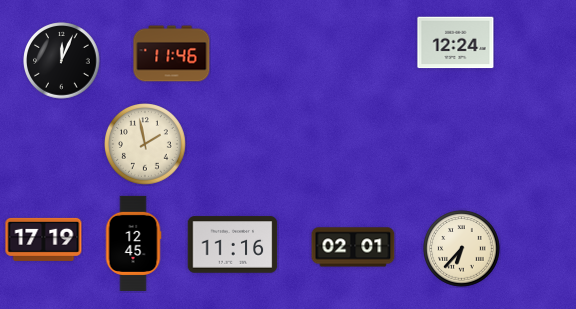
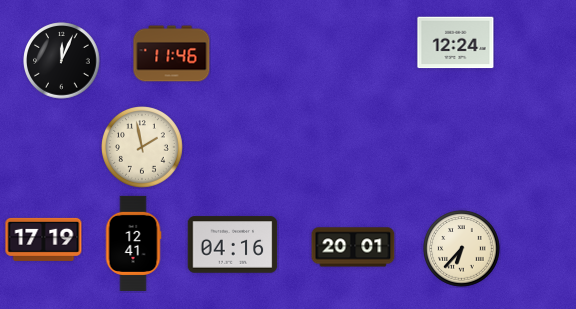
clock at (146, 145) position: (146, 145) -> (143, 148)
clock at (133, 243): 12:45 -> 12:41
clock at (233, 245): 11:16 -> 04:16
clock at (353, 247): 02:01 -> 20:01
